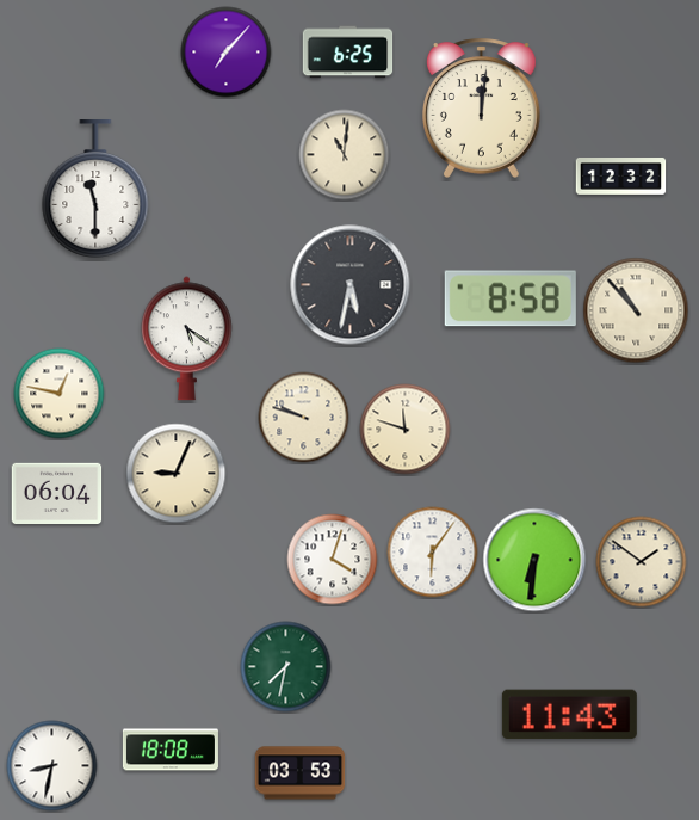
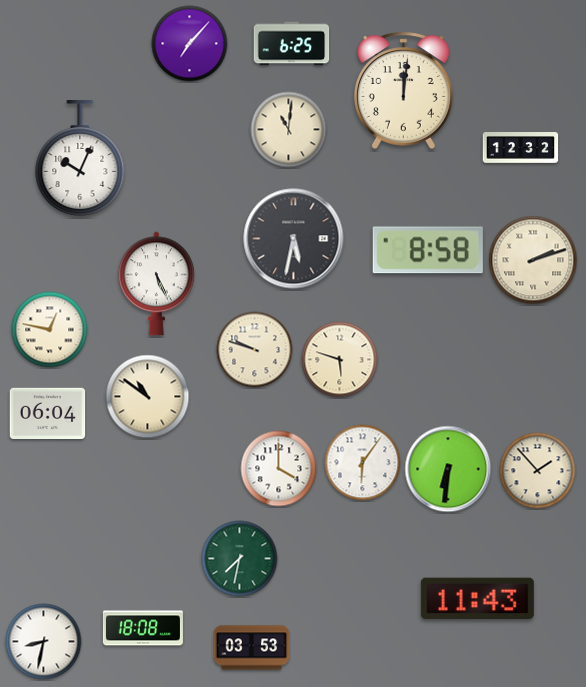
clock at (95, 190): 11:30 -> 10:04
clock at (636, 310): 10:53 -> 2:12
clock at (187, 339): 5:21 -> 5:26
clock at (406, 430): 11:48 -> 5:48
clock at (177, 474): 9:04 -> 10:51
clock at (333, 560): 4:03 -> 4:00
clock at (642, 562): 1:51 -> 1:53
